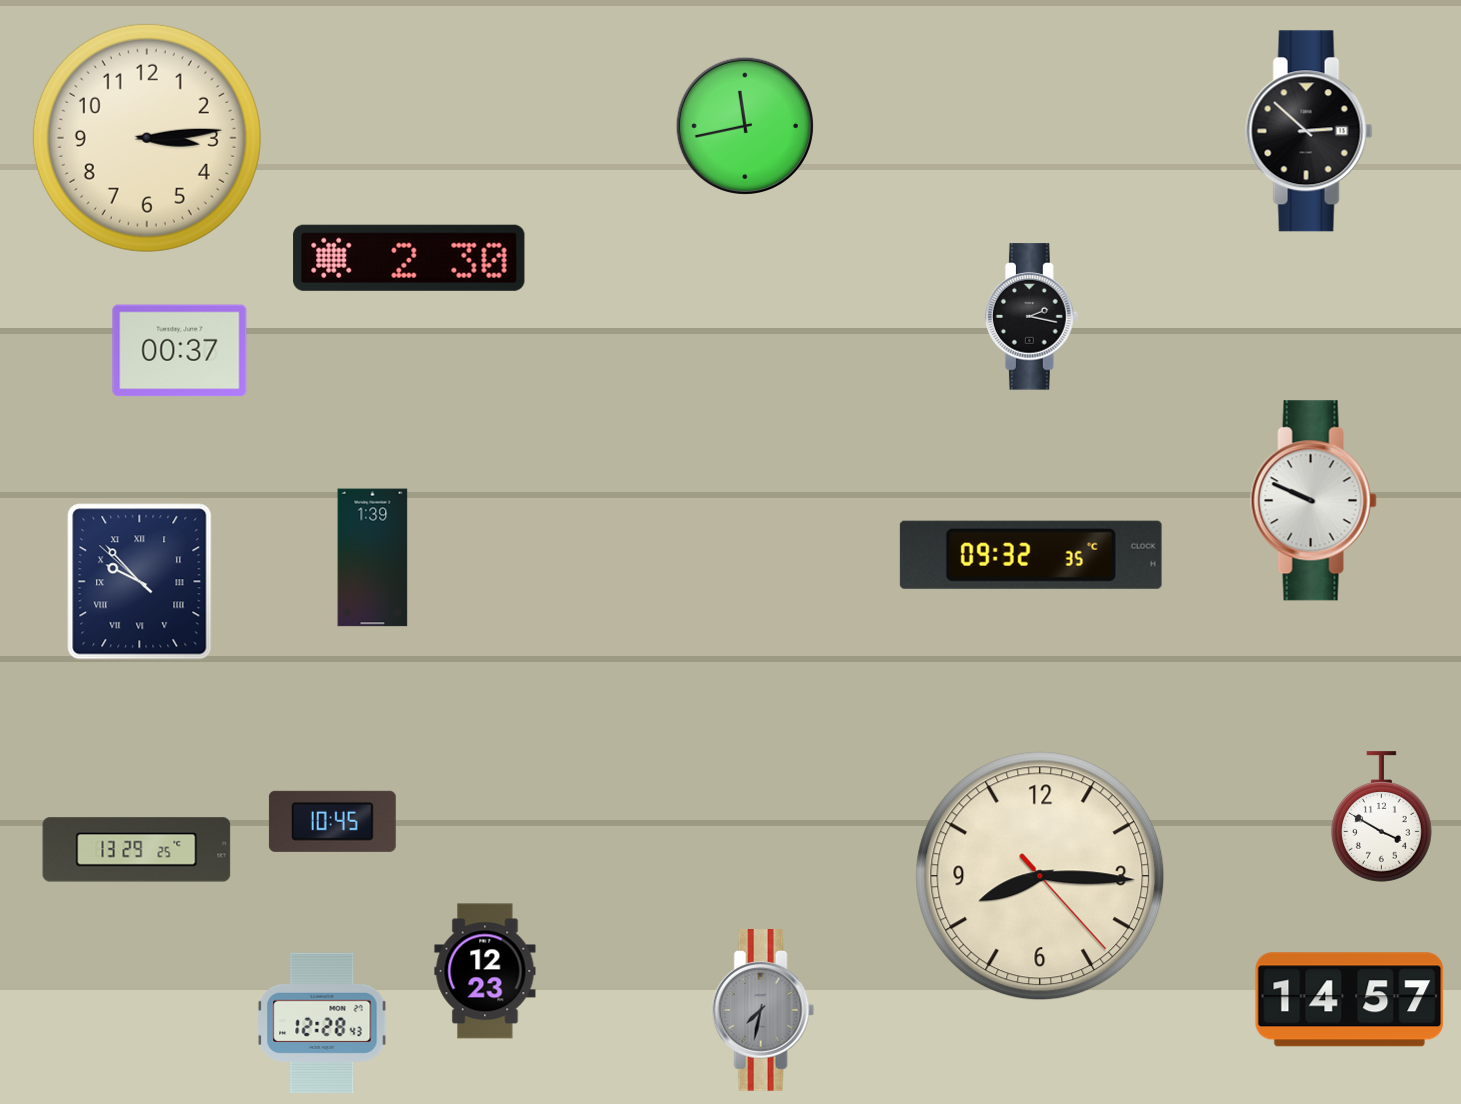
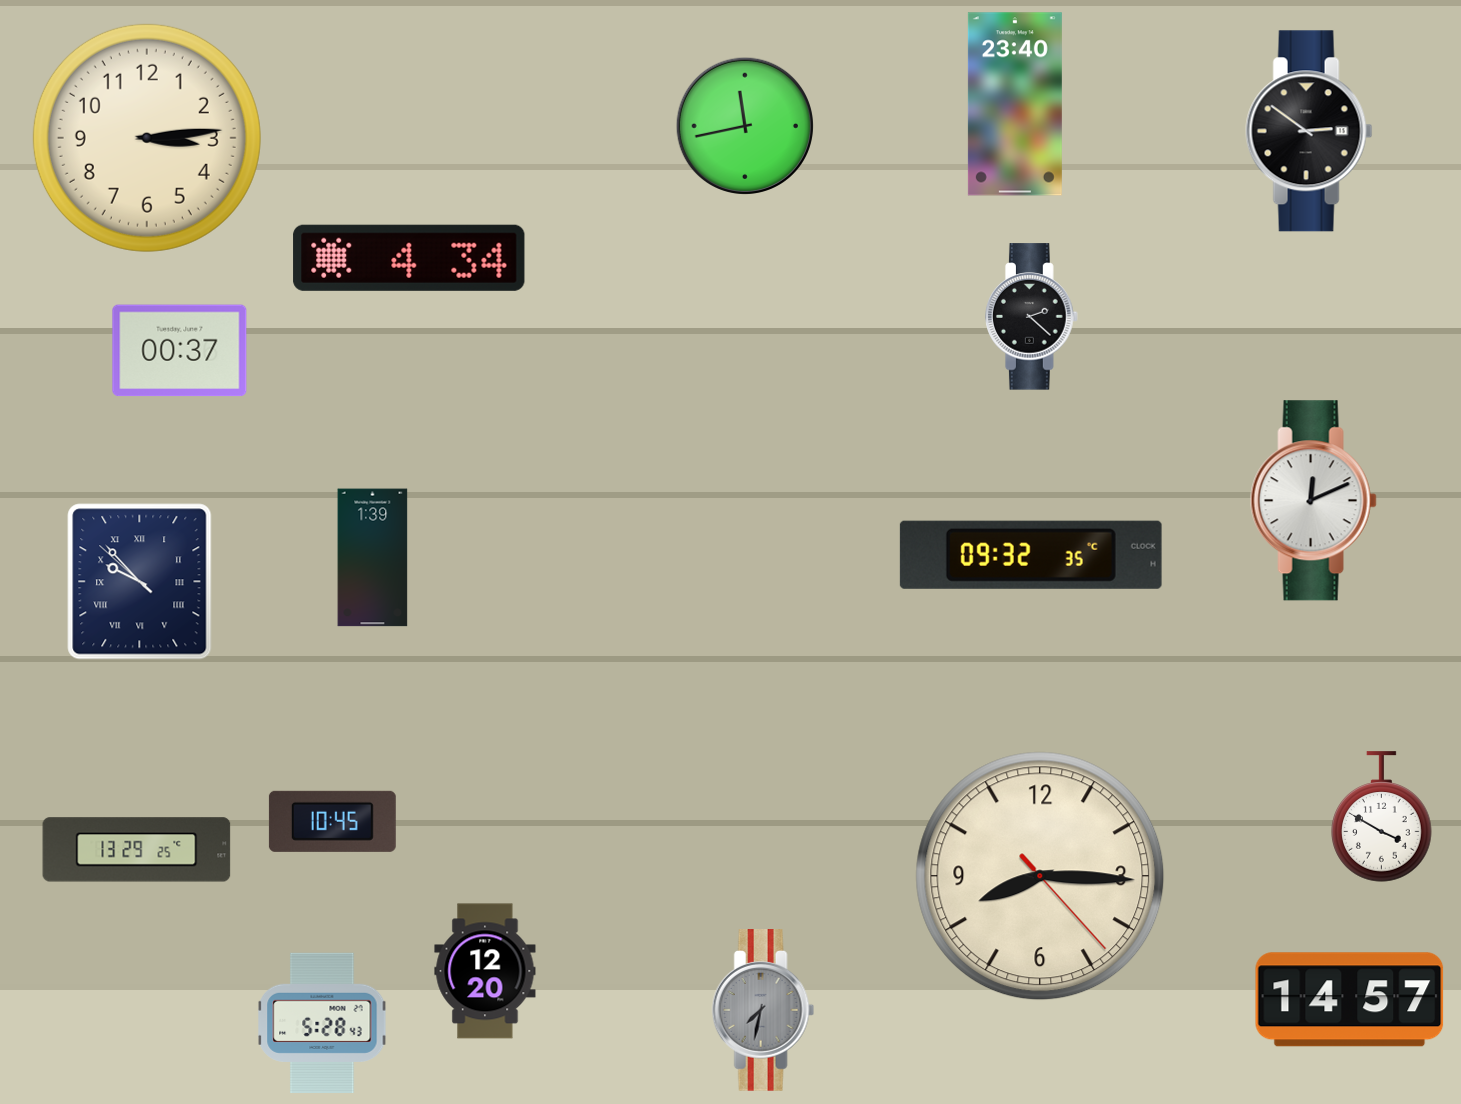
clock at (1015, 104): none -> 23:40
clock at (1309, 131): 2:52 -> 2:51
clock at (409, 258): 2:30 -> 4:34
clock at (1032, 317): 2:17 -> 2:22
clock at (1313, 501): 9:49 -> 12:11
clock at (485, 971): 12:23 -> 12:20
clock at (322, 1022): 12:28 -> 5:28
